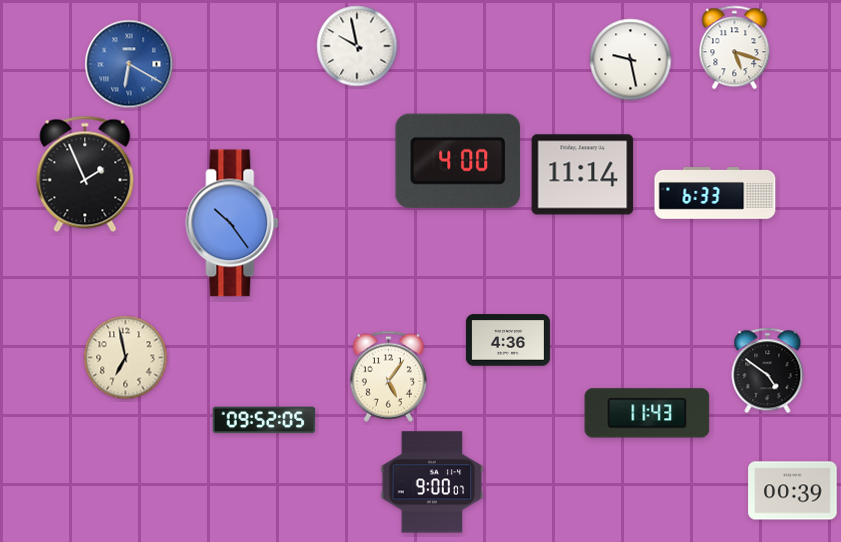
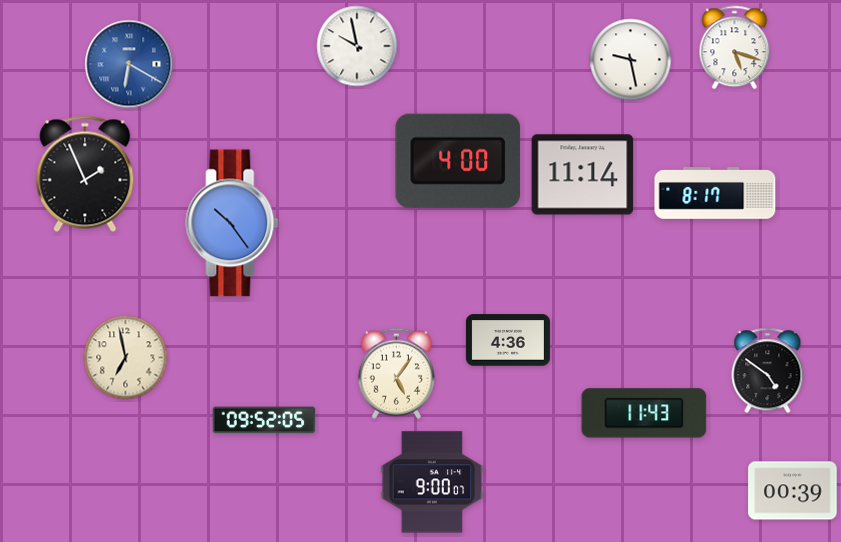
clock at (715, 194): 6:33 -> 8:17
clock at (388, 376) position: (388, 376) -> (396, 373)
clock at (647, 413) position: (647, 413) -> (644, 413)
